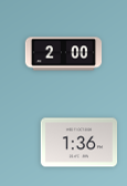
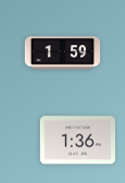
clock at (64, 54): 2:00 -> 1:59
